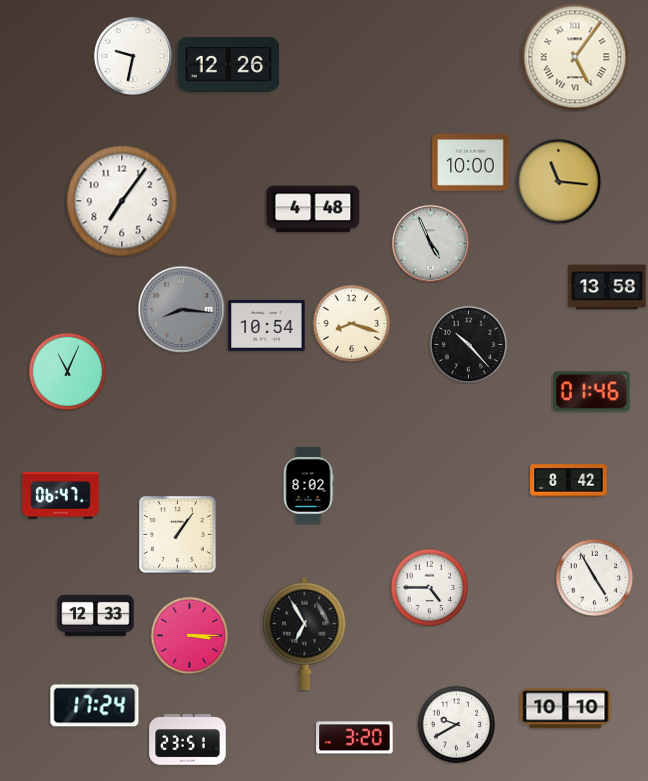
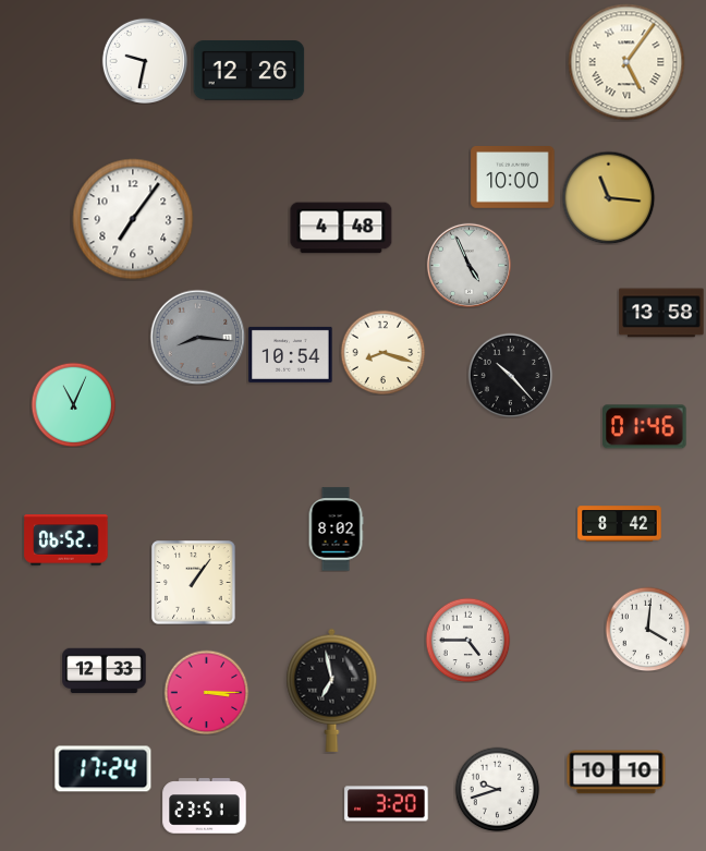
clock at (61, 496): 06:47 -> 06:52
clock at (594, 577): 4:55 -> 4:01
clock at (305, 633): 6:55 -> 6:58
clock at (456, 724): 9:40 -> 9:42
